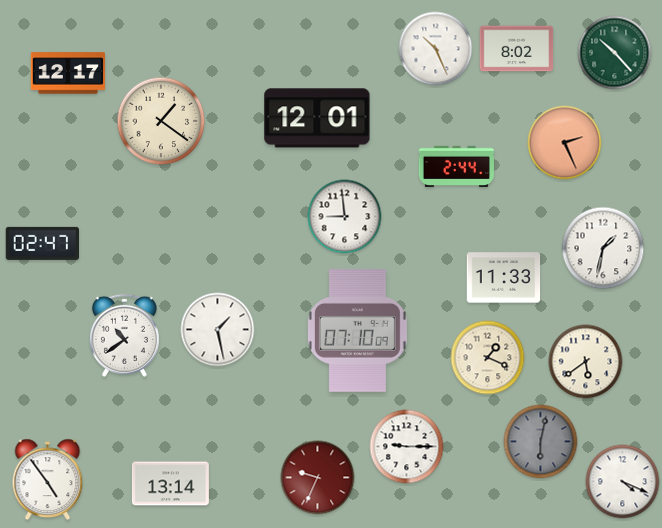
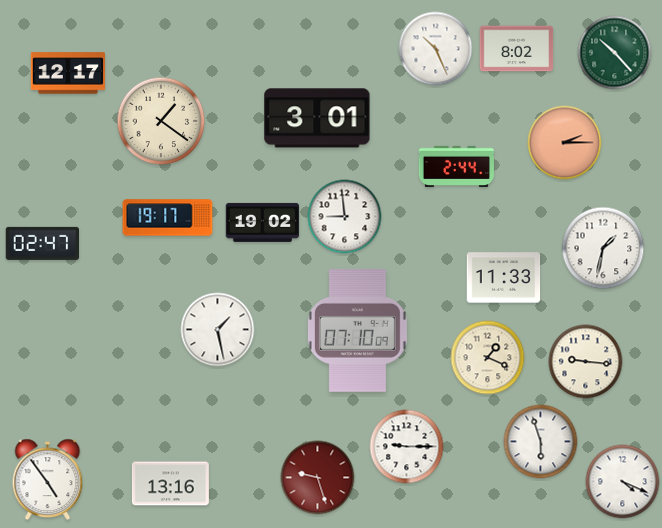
clock at (317, 118): 12:01 -> 3:01
clock at (565, 143): 2:26 -> 2:15
clock at (168, 218): none -> 19:17
clock at (263, 222): none -> 19:02
clock at (124, 335): 10:39 -> none
clock at (586, 362): 5:39 -> 9:16
clock at (541, 442): 6:02 -> 5:57
clock at (541, 442) dial: grey -> white
clock at (318, 478): 9:34 -> 9:27
clock at (170, 484): 13:14 -> 13:16
